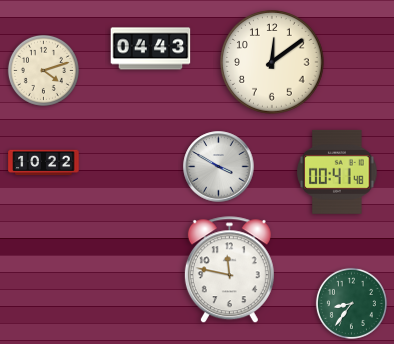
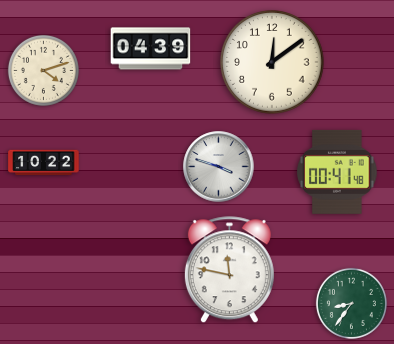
clock at (151, 49): 04:43 -> 04:39
clock at (219, 167): 3:50 -> 3:48
